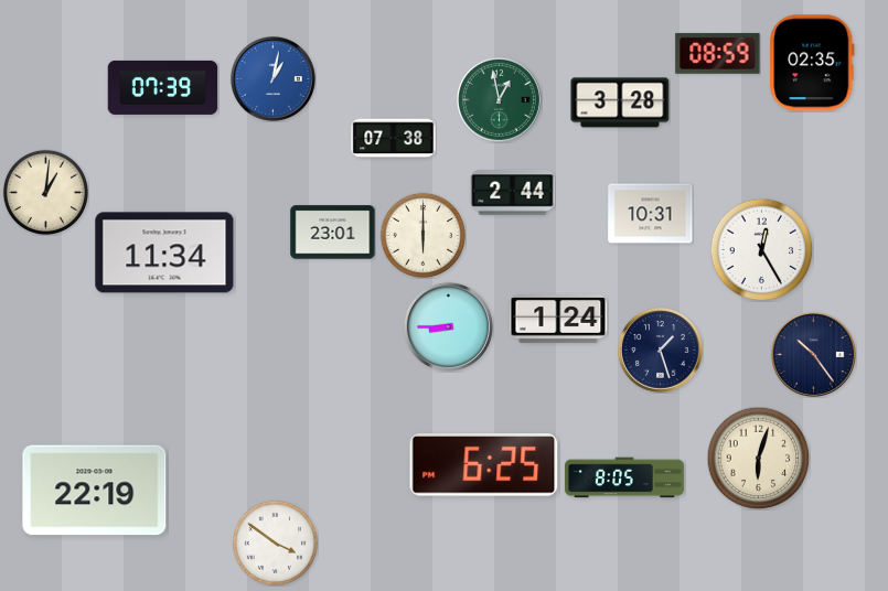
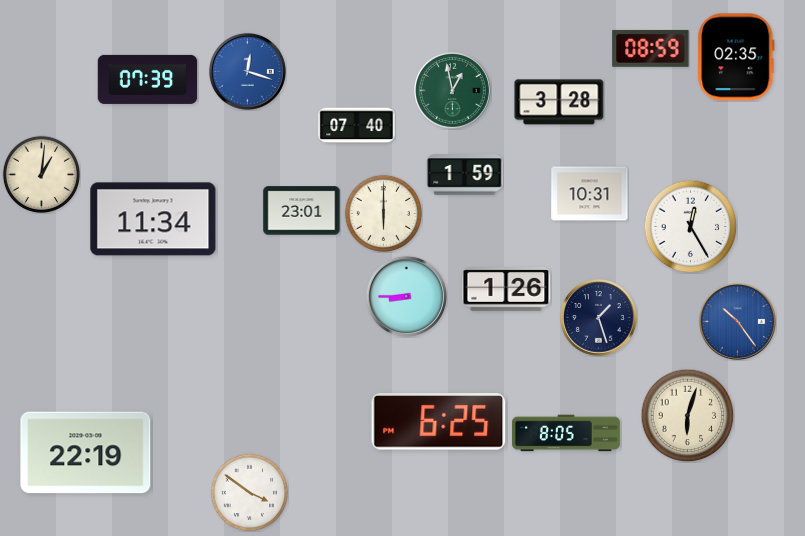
clock at (272, 78): 1:02 -> 12:18
clock at (620, 103) position: (620, 103) -> (559, 102)
clock at (394, 139): 07:38 -> 07:40
clock at (513, 193): 2:44 -> 1:59
clock at (164, 252) position: (164, 252) -> (153, 219)
clock at (558, 320): 1:24 -> 1:26
clock at (813, 354) dial: navy -> blue
clock at (95, 491) position: (95, 491) -> (86, 453)
